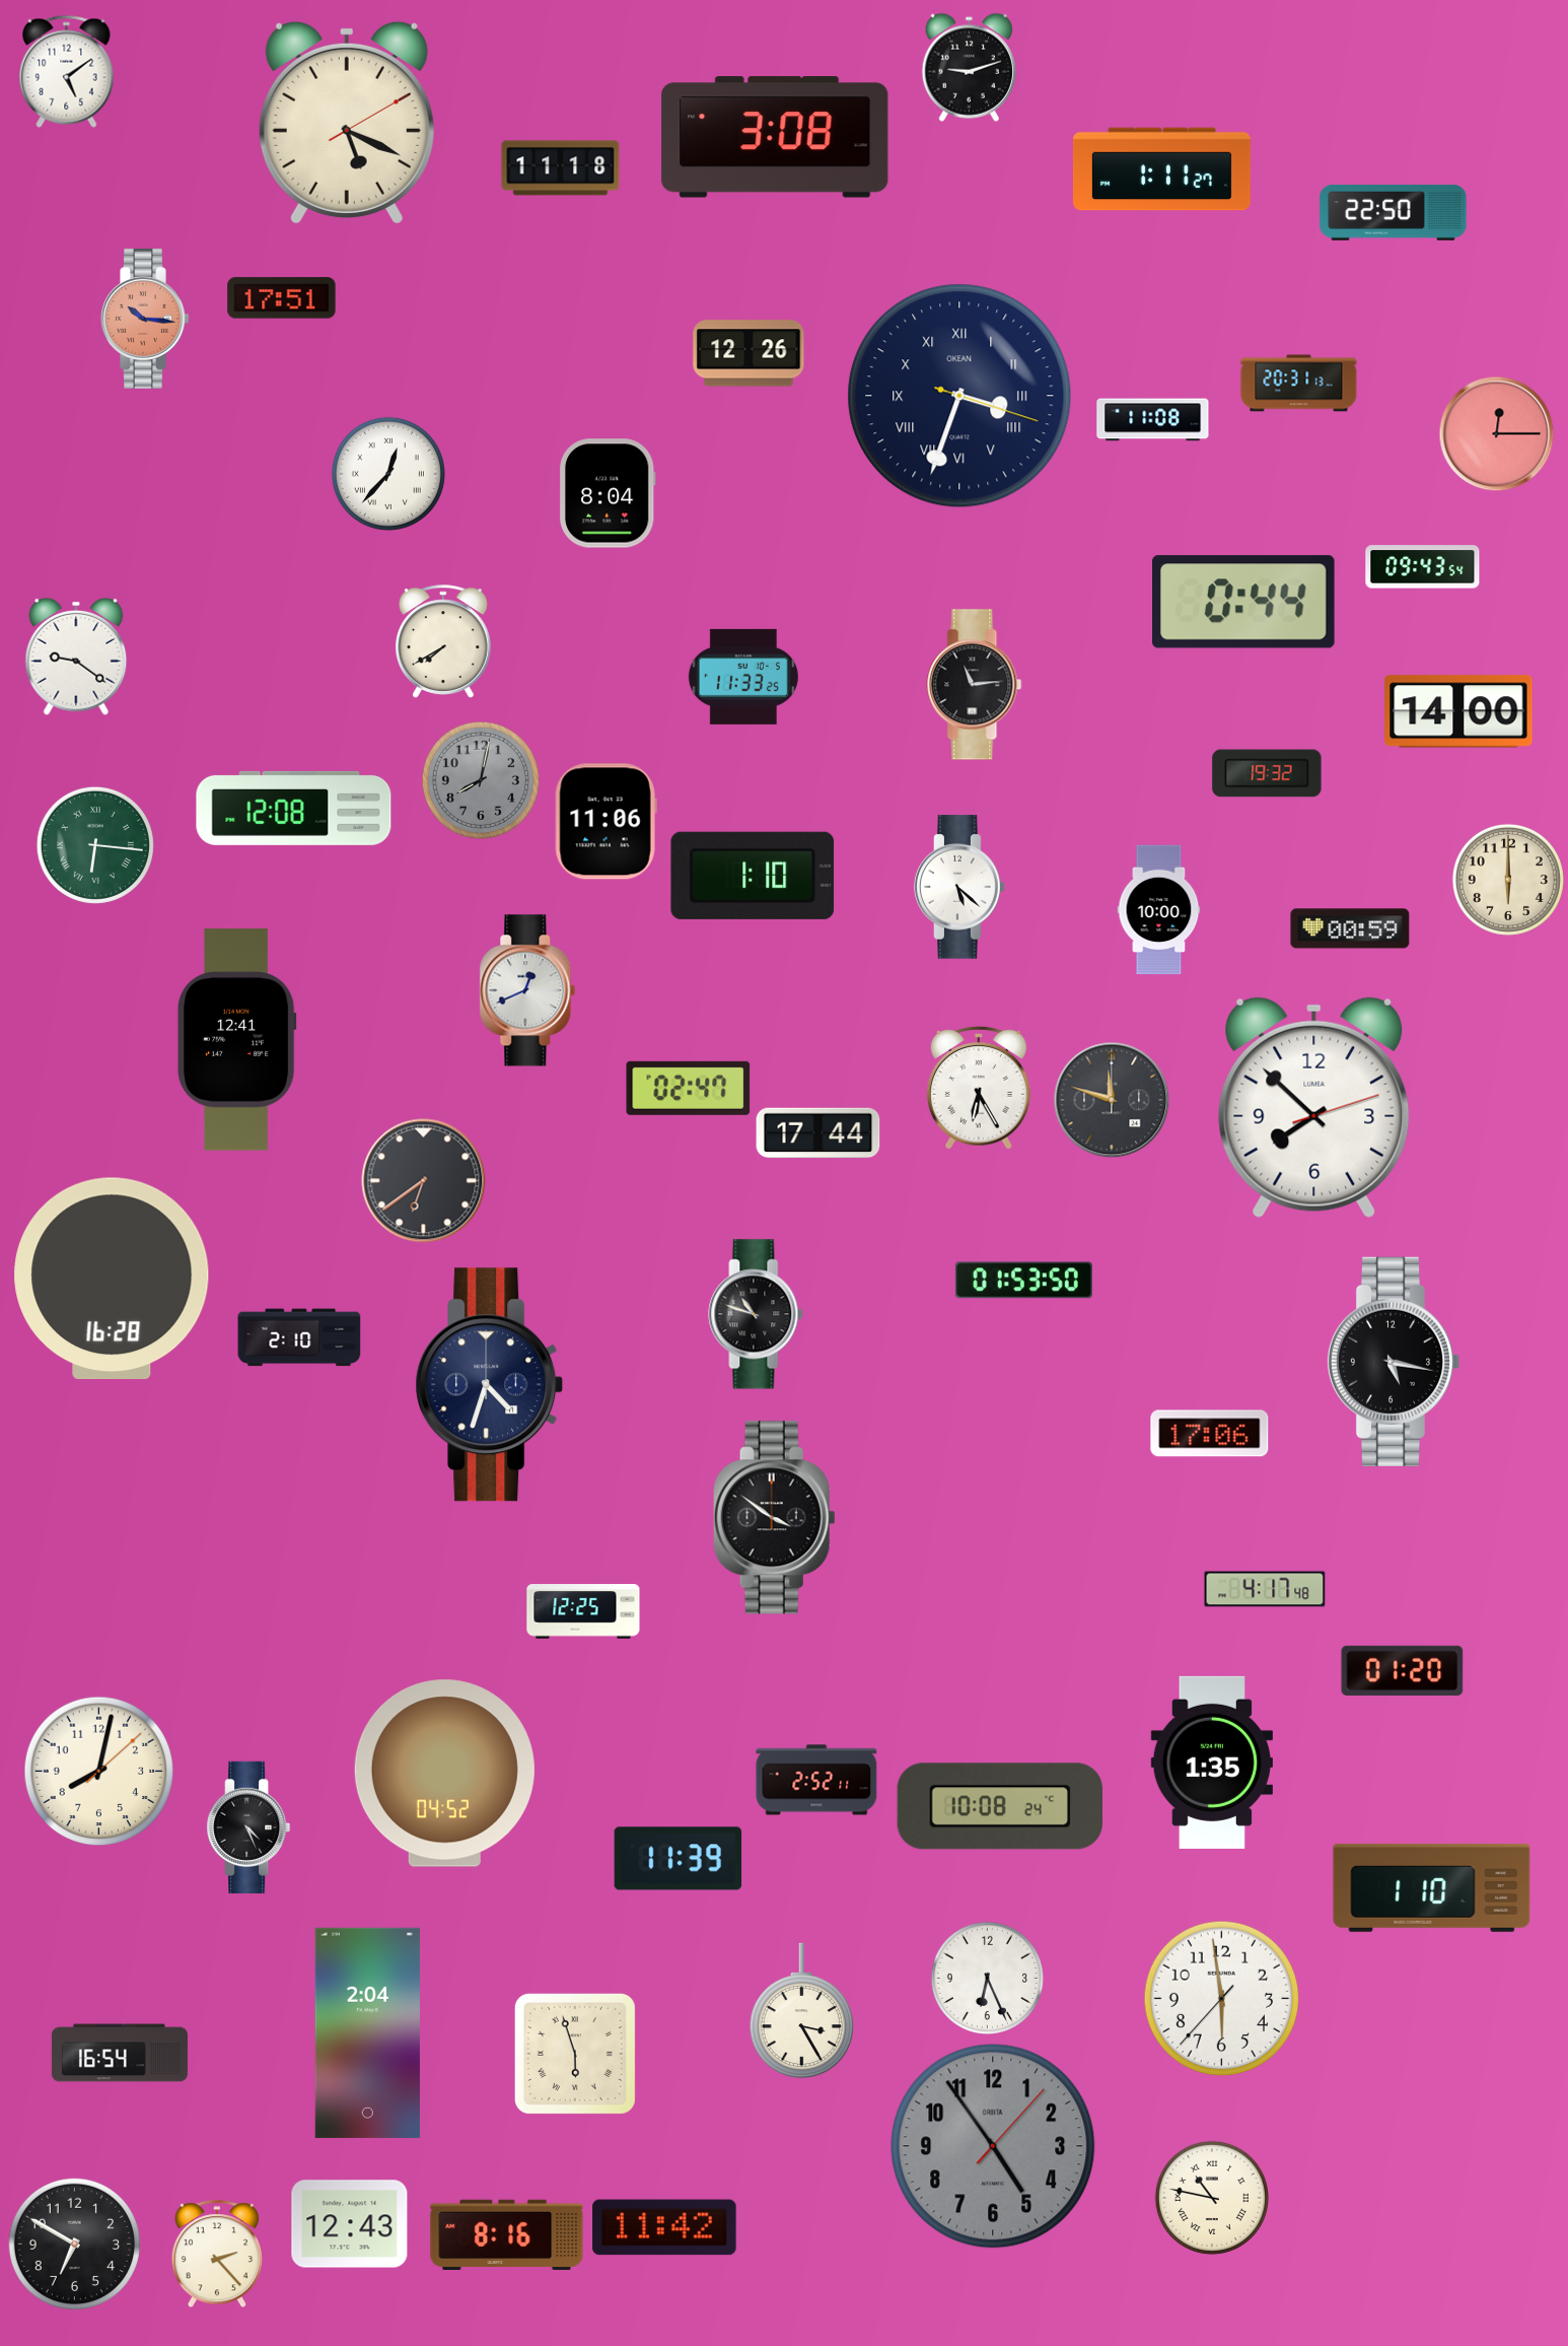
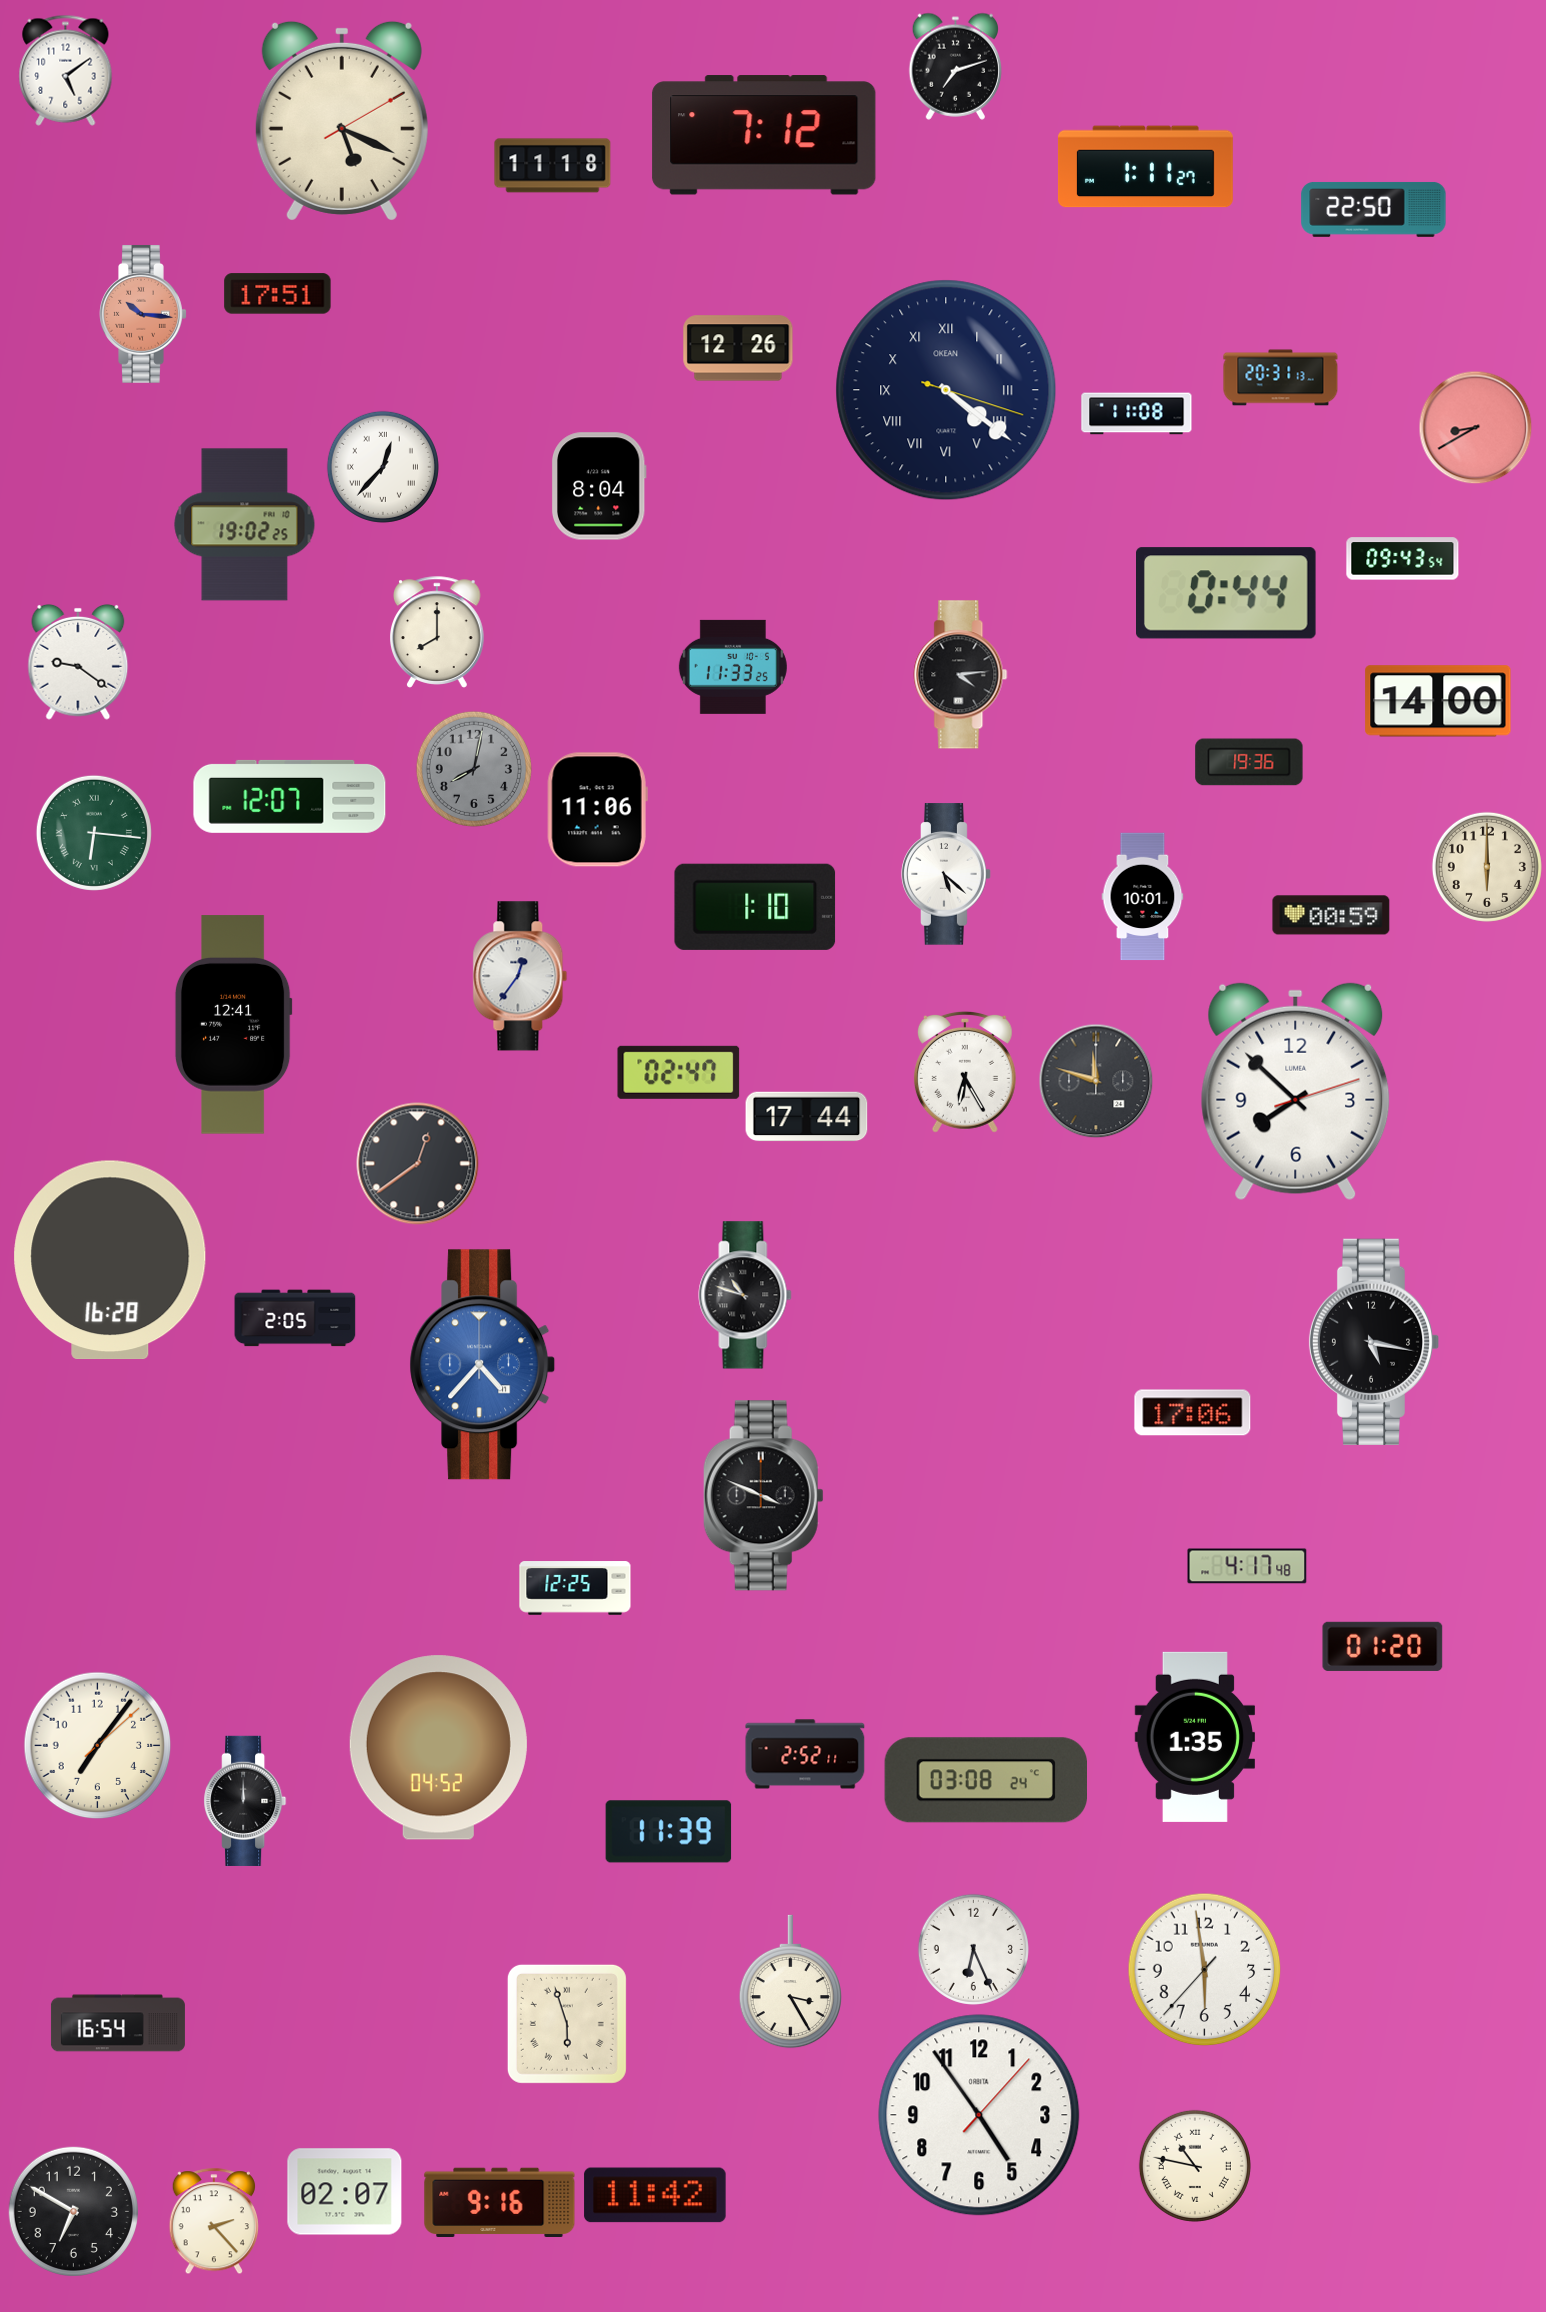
clock at (969, 67): 9:12 -> 7:12
clock at (775, 137): 3:08 -> 7:12
clock at (959, 396): 3:33 -> 4:21
clock at (1497, 434): 12:15 -> 8:40
clock at (245, 525): none -> 19:02
clock at (444, 641): 7:40 -> 8:00
clock at (76, 657) position: (76, 657) -> (78, 662)
clock at (975, 685): 11:14 -> 4:14
clock at (1267, 773): 19:32 -> 19:36
clock at (294, 808): 12:08 -> 12:07
clock at (753, 876) position: (753, 876) -> (755, 907)
clock at (1159, 910): 10:00 -> 10:01
clock at (527, 990): 12:41 -> 12:36
clock at (1112, 1100) position: (1112, 1100) -> (1096, 1081)
clock at (424, 1181): 6:39 -> 12:39
clock at (1023, 1281): 01:53 -> none
clock at (299, 1337): 2:10 -> 2:05
clock at (490, 1385): 4:33 -> 4:37
clock at (490, 1385) dial: navy -> blue
clock at (774, 1518): 3:51 -> 3:49
clock at (99, 1772): 8:02 -> 7:06
clock at (999, 1806): 10:08 -> 03:08
clock at (248, 1827): 4:26 -> 12:00
clock at (1432, 1887): 1:10 -> none
clock at (367, 2032): 2:04 -> none
clock at (993, 2146) dial: grey -> white
clock at (350, 2224): 12:43 -> 02:07
clock at (507, 2234): 8:16 -> 9:16
